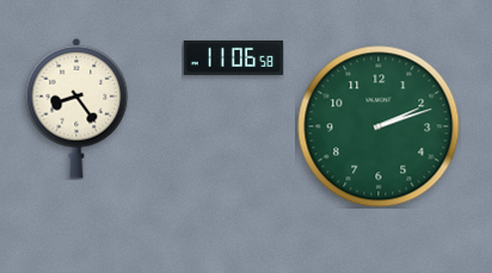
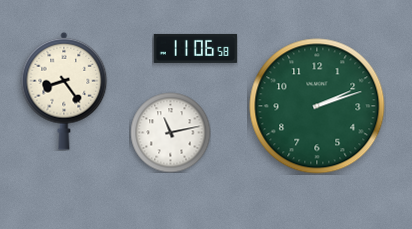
clock at (170, 132): none -> 11:13
